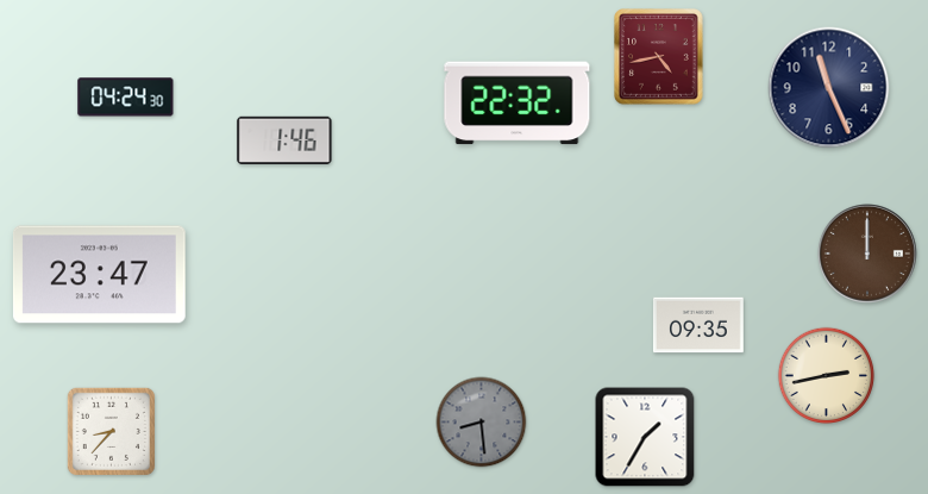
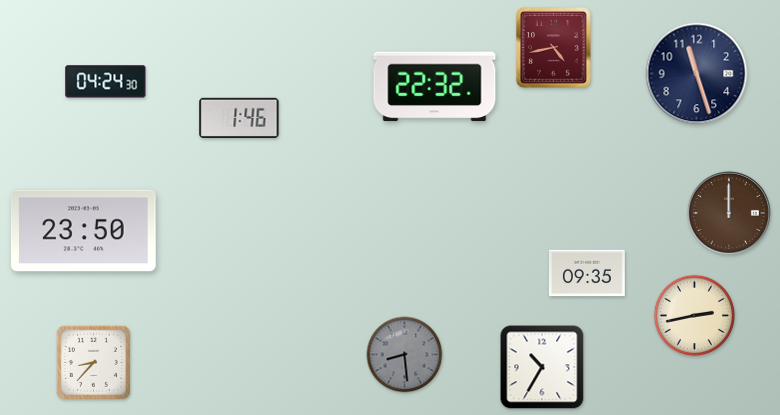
clock at (829, 88): 11:26 -> 11:27
clock at (99, 275): 23:47 -> 23:50
clock at (645, 437): 1:35 -> 10:35
